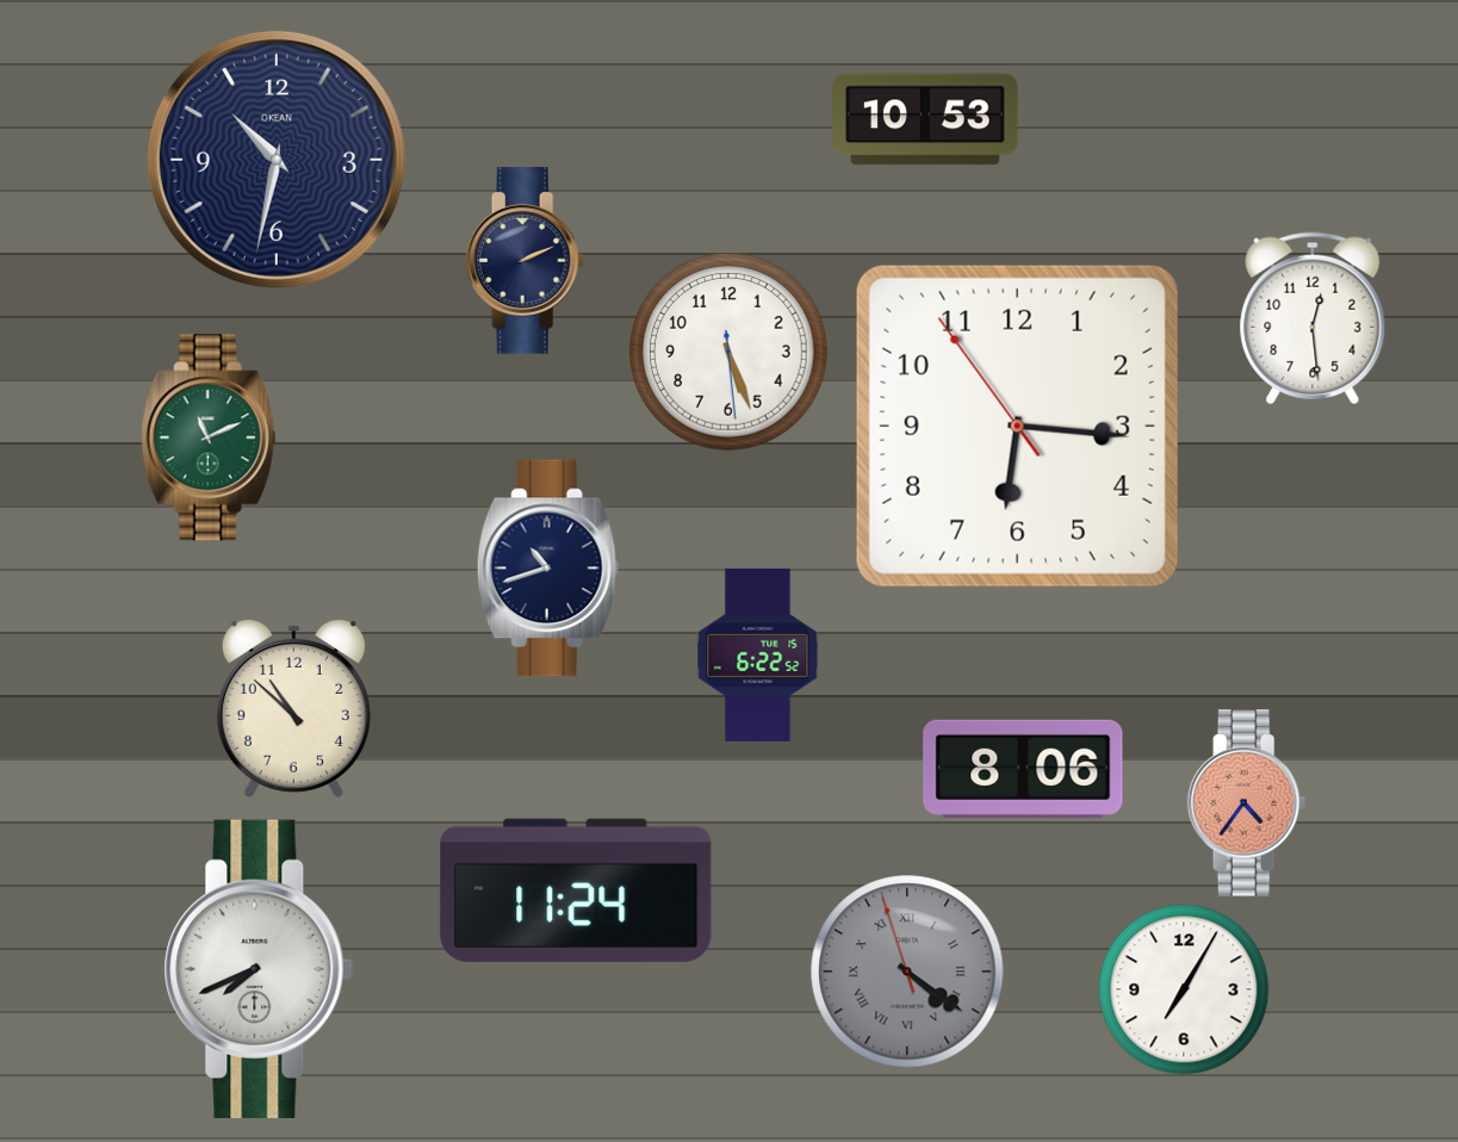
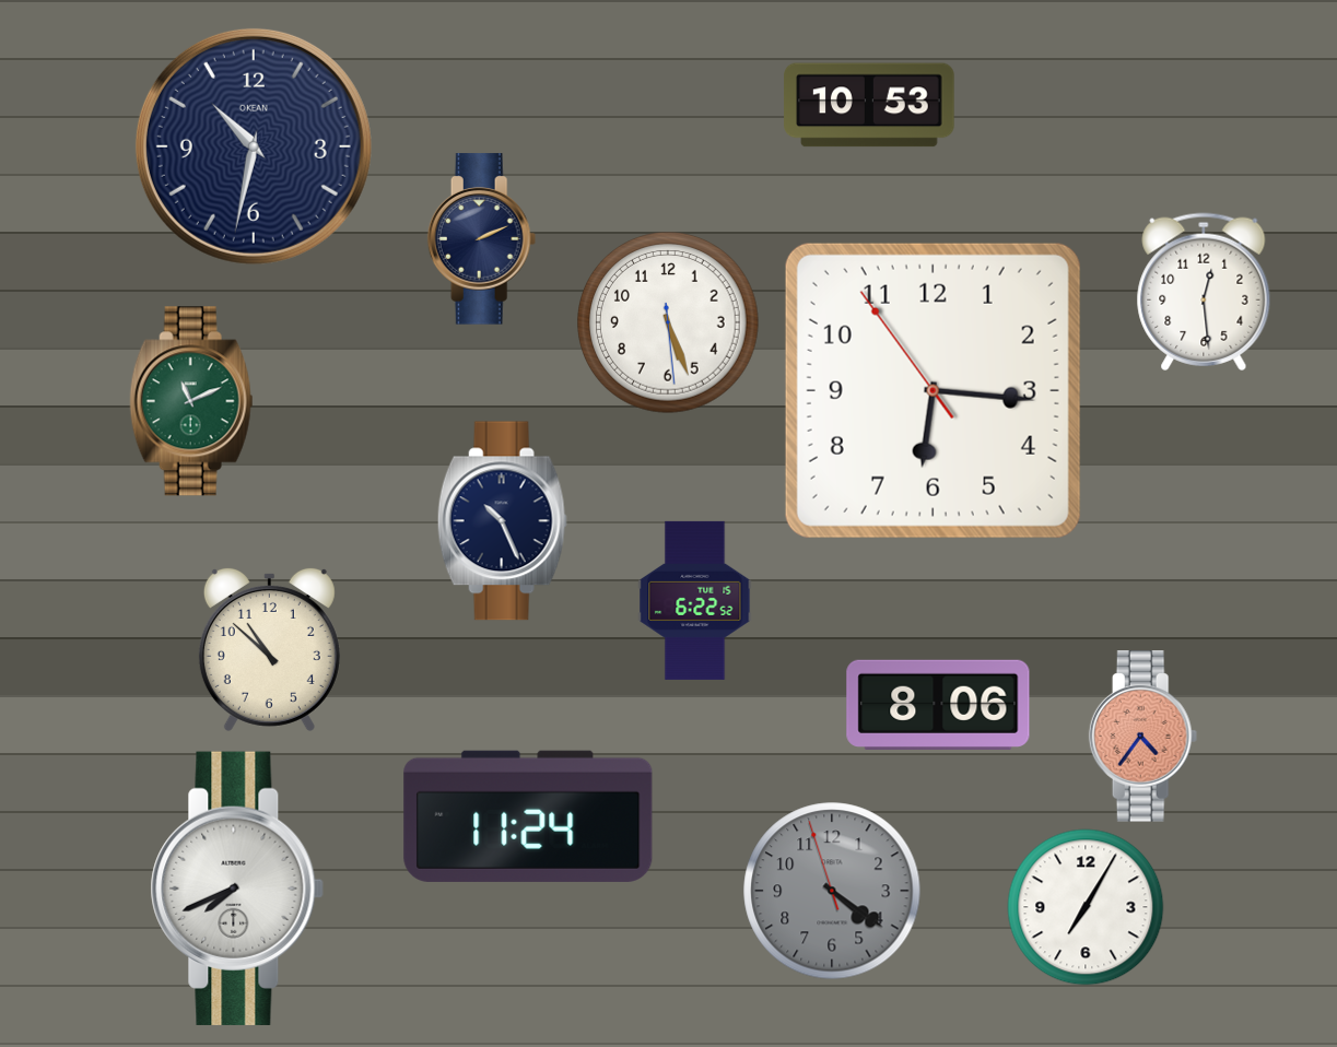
clock at (925, 119) position: (925, 119) -> (869, 105)
clock at (547, 569): 10:42 -> 10:26
clock at (907, 972) numerals: Roman -> Arabic
